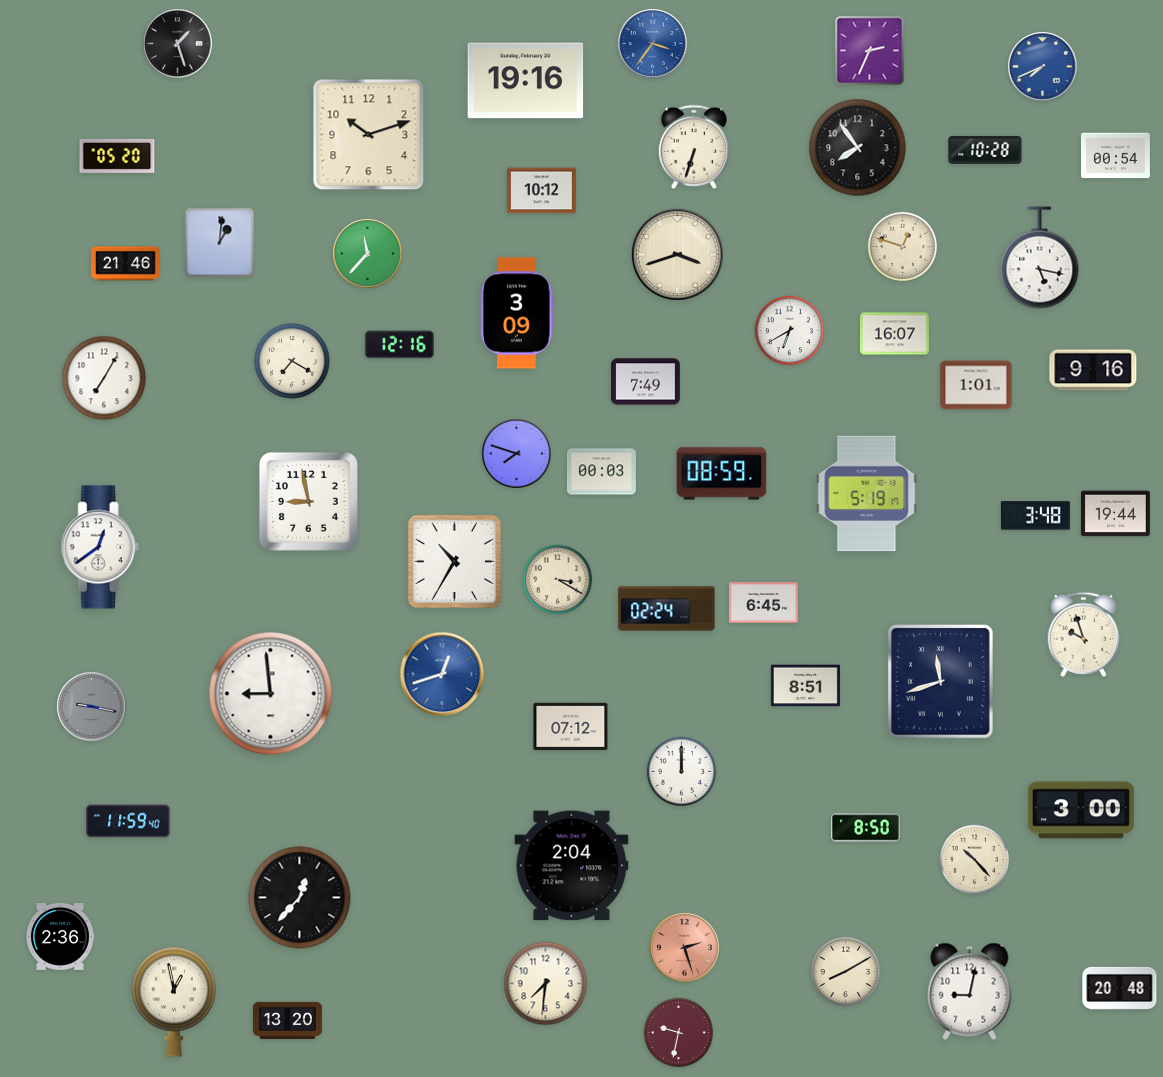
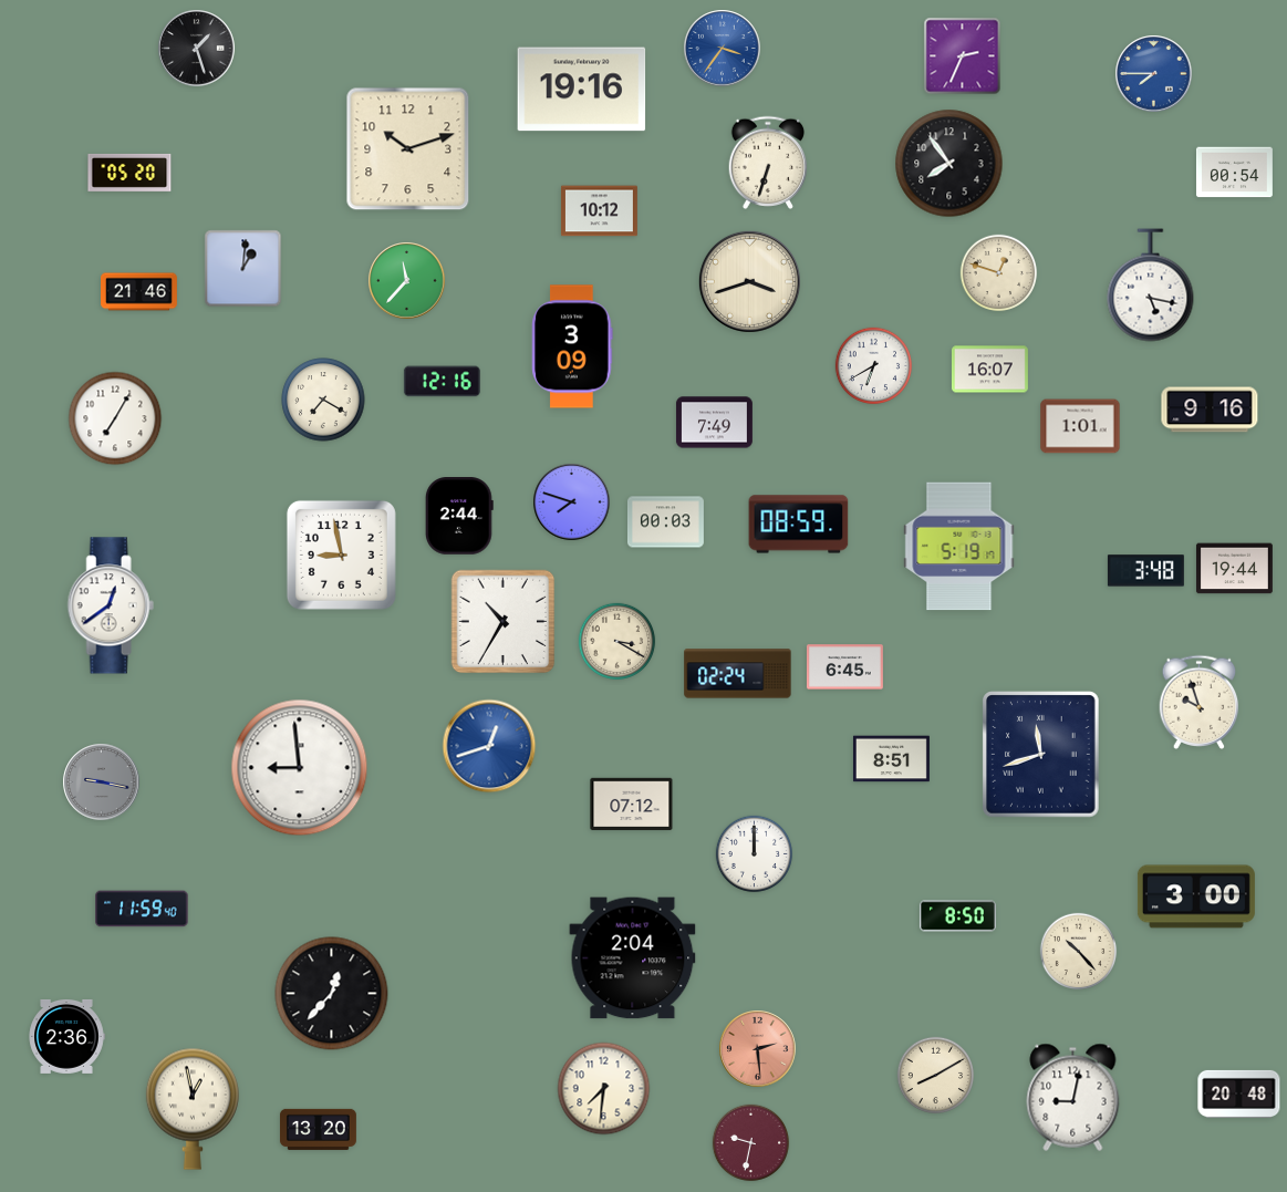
clock at (1043, 67): 7:41 -> 7:45
clock at (985, 150): 10:28 -> none
clock at (459, 516): none -> 2:44
clock at (685, 948): 2:27 -> 2:29
